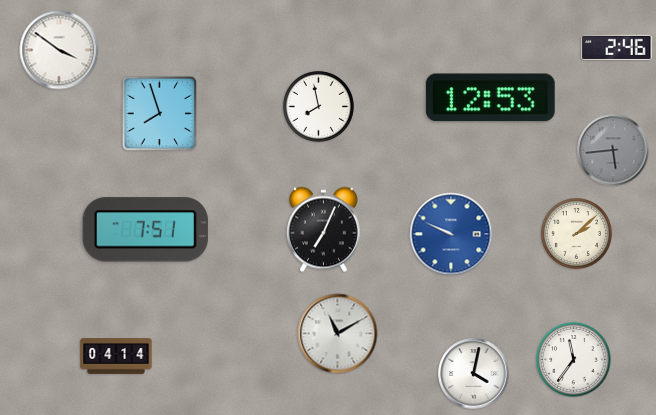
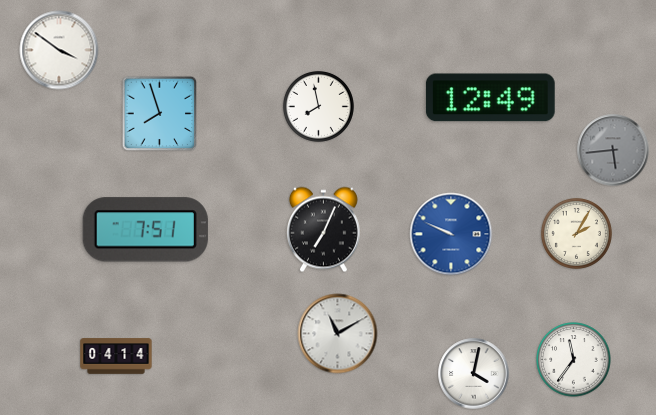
clock at (617, 47): 2:46 -> none
clock at (490, 98): 12:53 -> 12:49
clock at (576, 233): 2:08 -> 2:05
